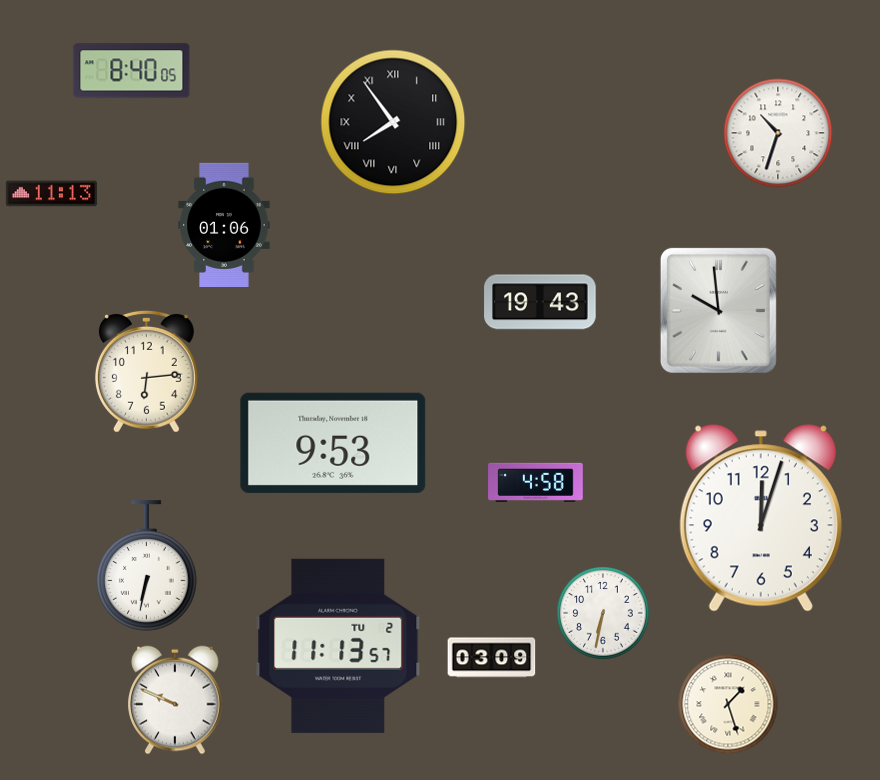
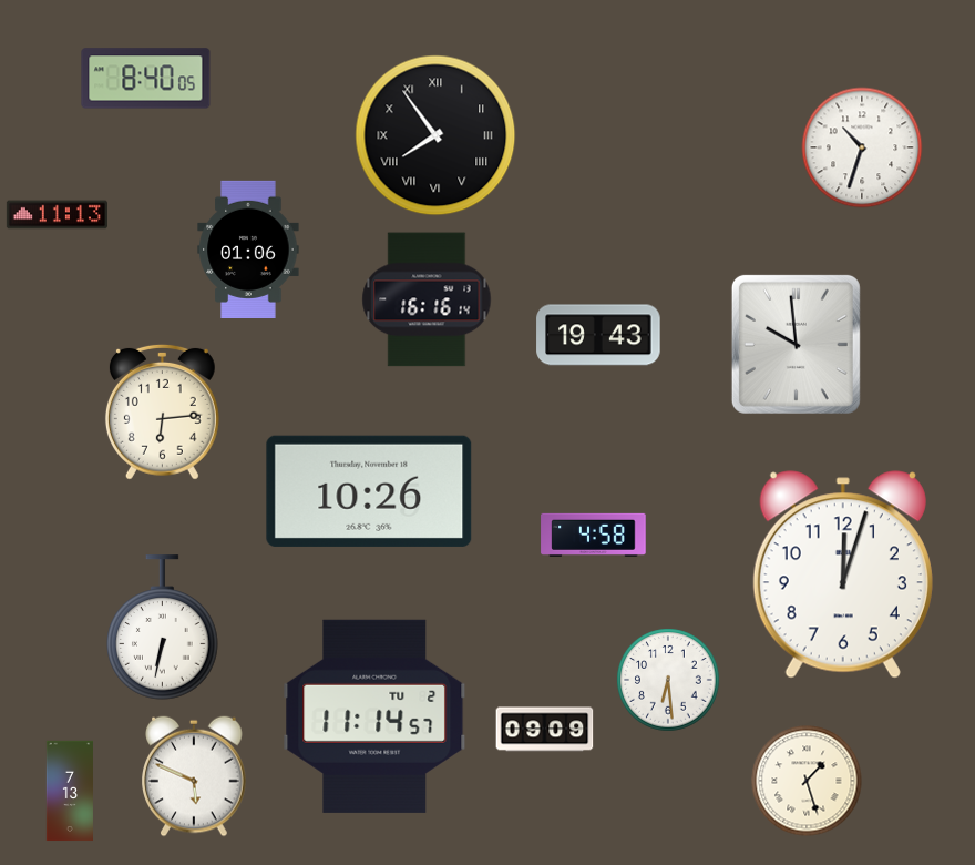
clock at (427, 299): none -> 16:16
clock at (333, 443): 9:53 -> 10:26
clock at (603, 613): 6:32 -> 6:29
clock at (338, 646): 11:13 -> 11:14
clock at (492, 658): 03:09 -> 09:09
clock at (175, 700): 9:49 -> 5:49
clock at (69, 791): none -> 7:13
